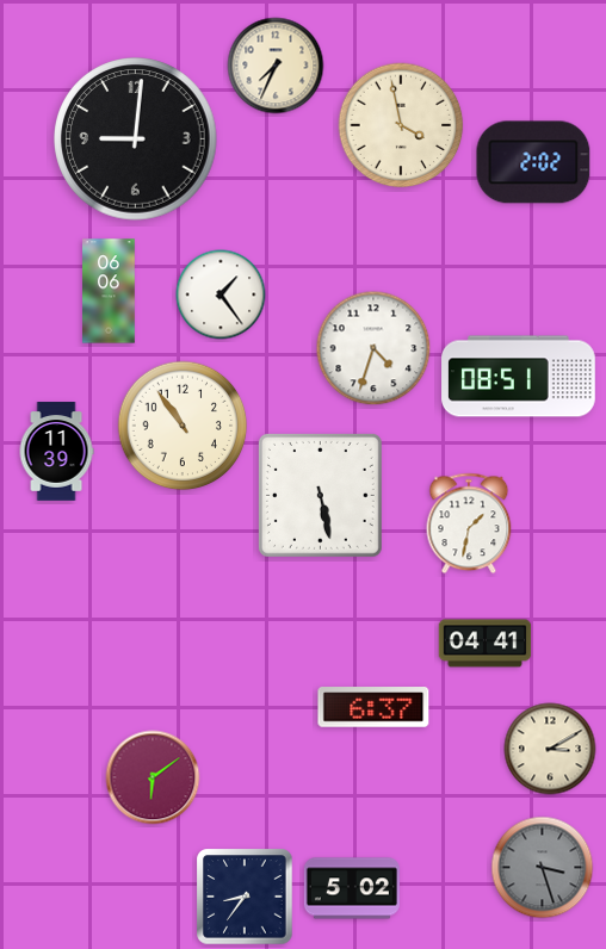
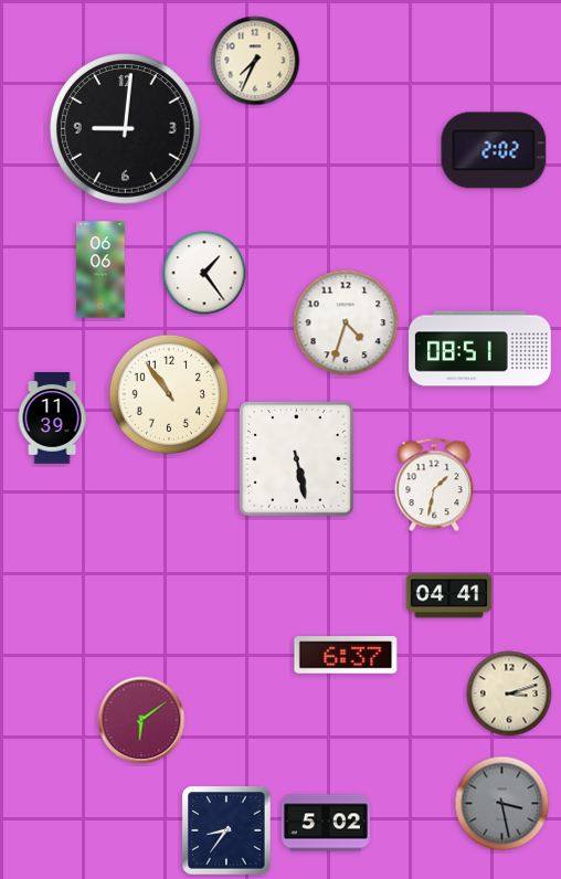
clock at (401, 125): 3:58 -> none
clock at (550, 749): 3:10 -> 3:12
clock at (543, 868): 3:27 -> 3:28
